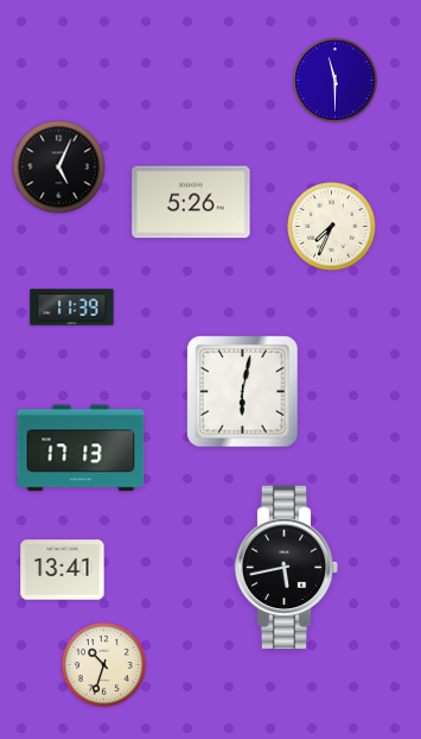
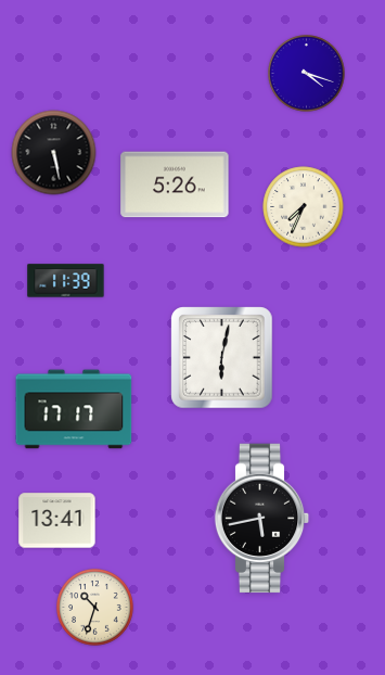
clock at (336, 81): 11:30 -> 4:18
clock at (59, 168): 5:04 -> 5:28
clock at (81, 448): 17:13 -> 17:17
